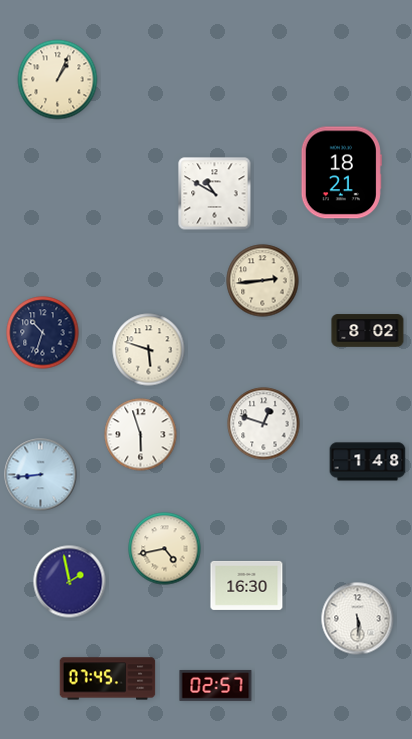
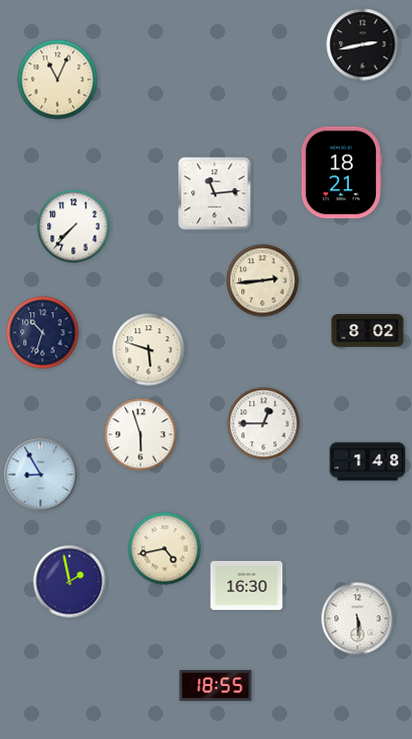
clock at (363, 45): none -> 2:43
clock at (58, 80): 1:04 -> 11:04
clock at (215, 194): 10:50 -> 11:14
clock at (74, 227): none -> 7:37
clock at (264, 424): 12:48 -> 12:45
clock at (41, 475): 8:44 -> 8:55
clock at (108, 679): 07:45 -> none
clock at (216, 685): 02:57 -> 18:55
